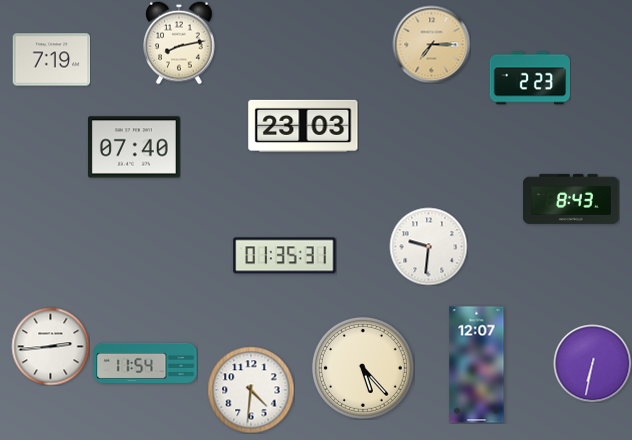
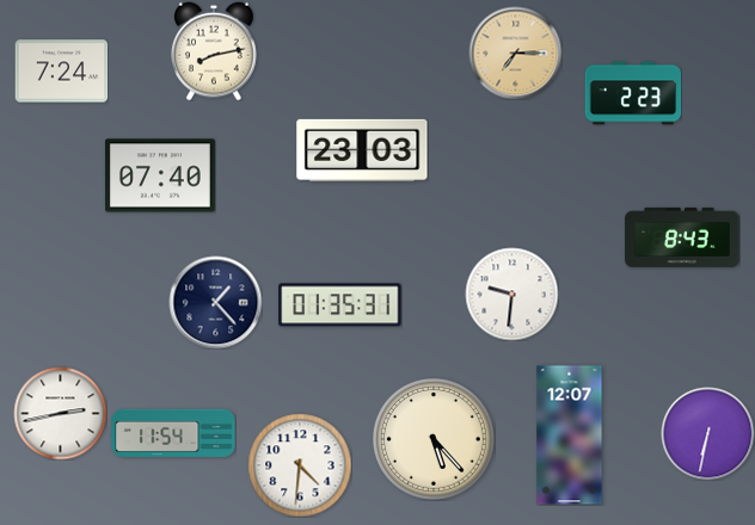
clock at (51, 60): 7:19 -> 7:24
clock at (215, 302): none -> 1:23
clock at (50, 346): 2:44 -> 2:43
